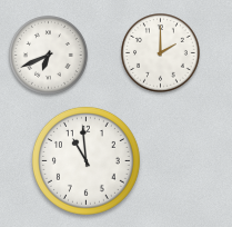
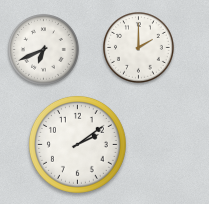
clock at (161, 53) position: (161, 53) -> (139, 48)
clock at (85, 160): 10:59 -> 2:09
